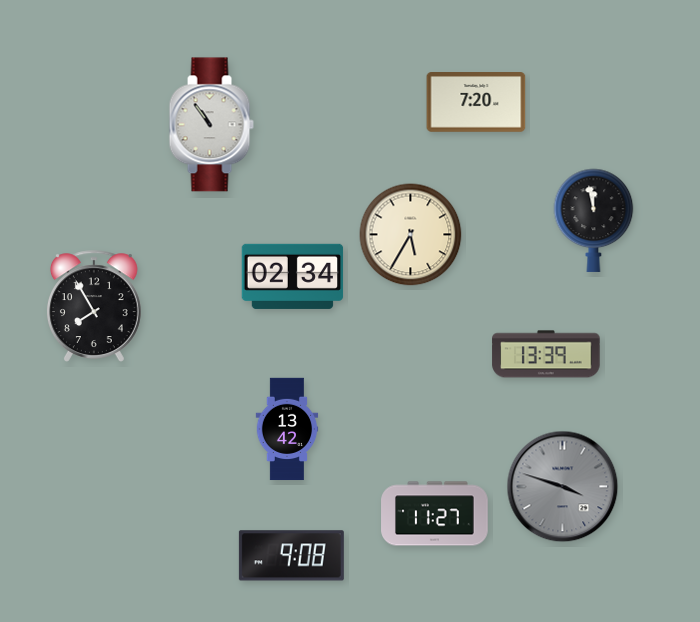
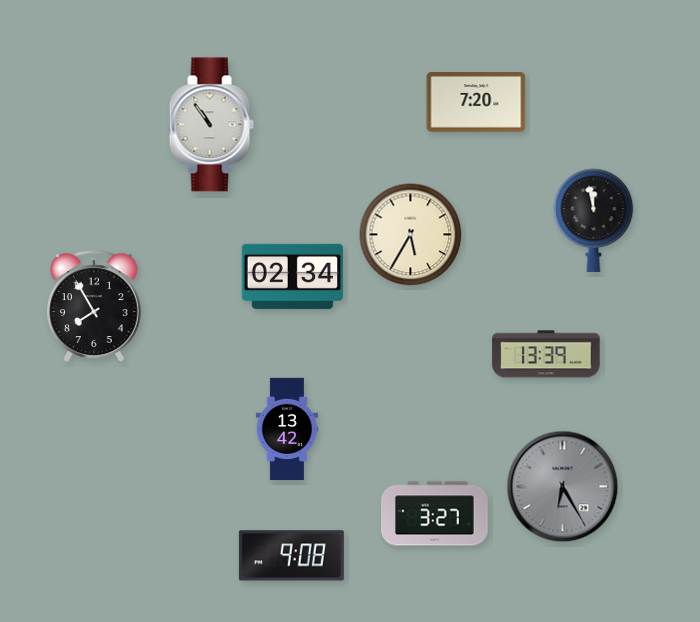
clock at (563, 487): 3:48 -> 6:25
clock at (435, 514): 11:27 -> 3:27
